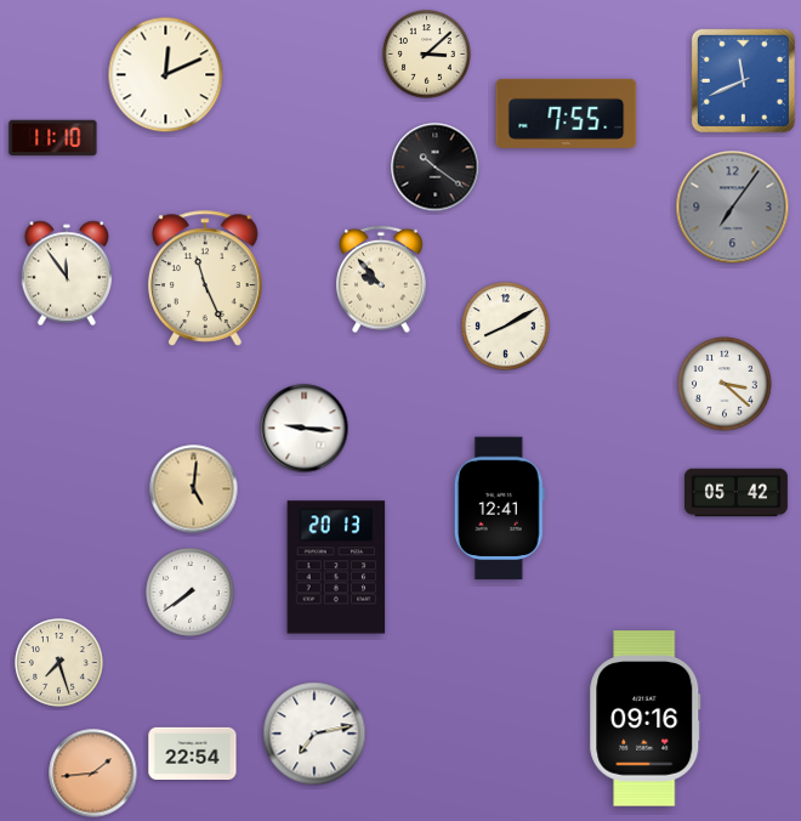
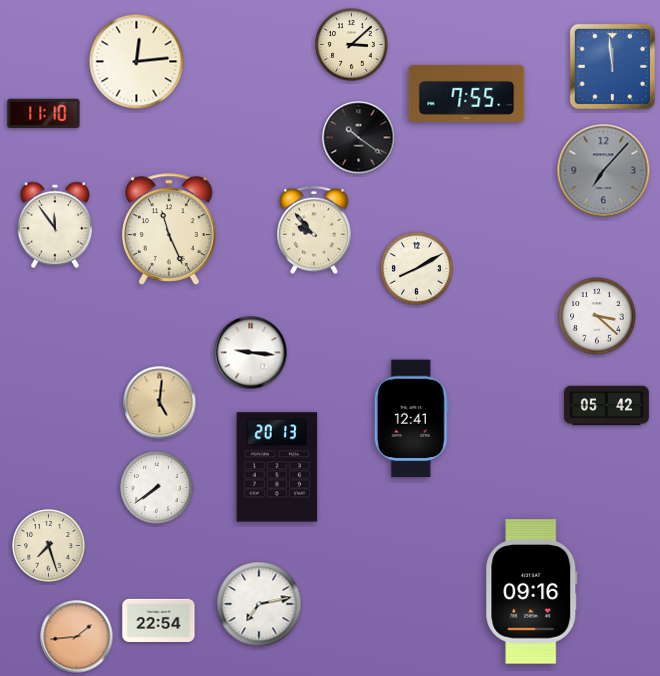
clock at (166, 75): 12:11 -> 12:14
clock at (743, 80): 11:41 -> 11:59
clock at (733, 208): 7:06 -> 7:07
